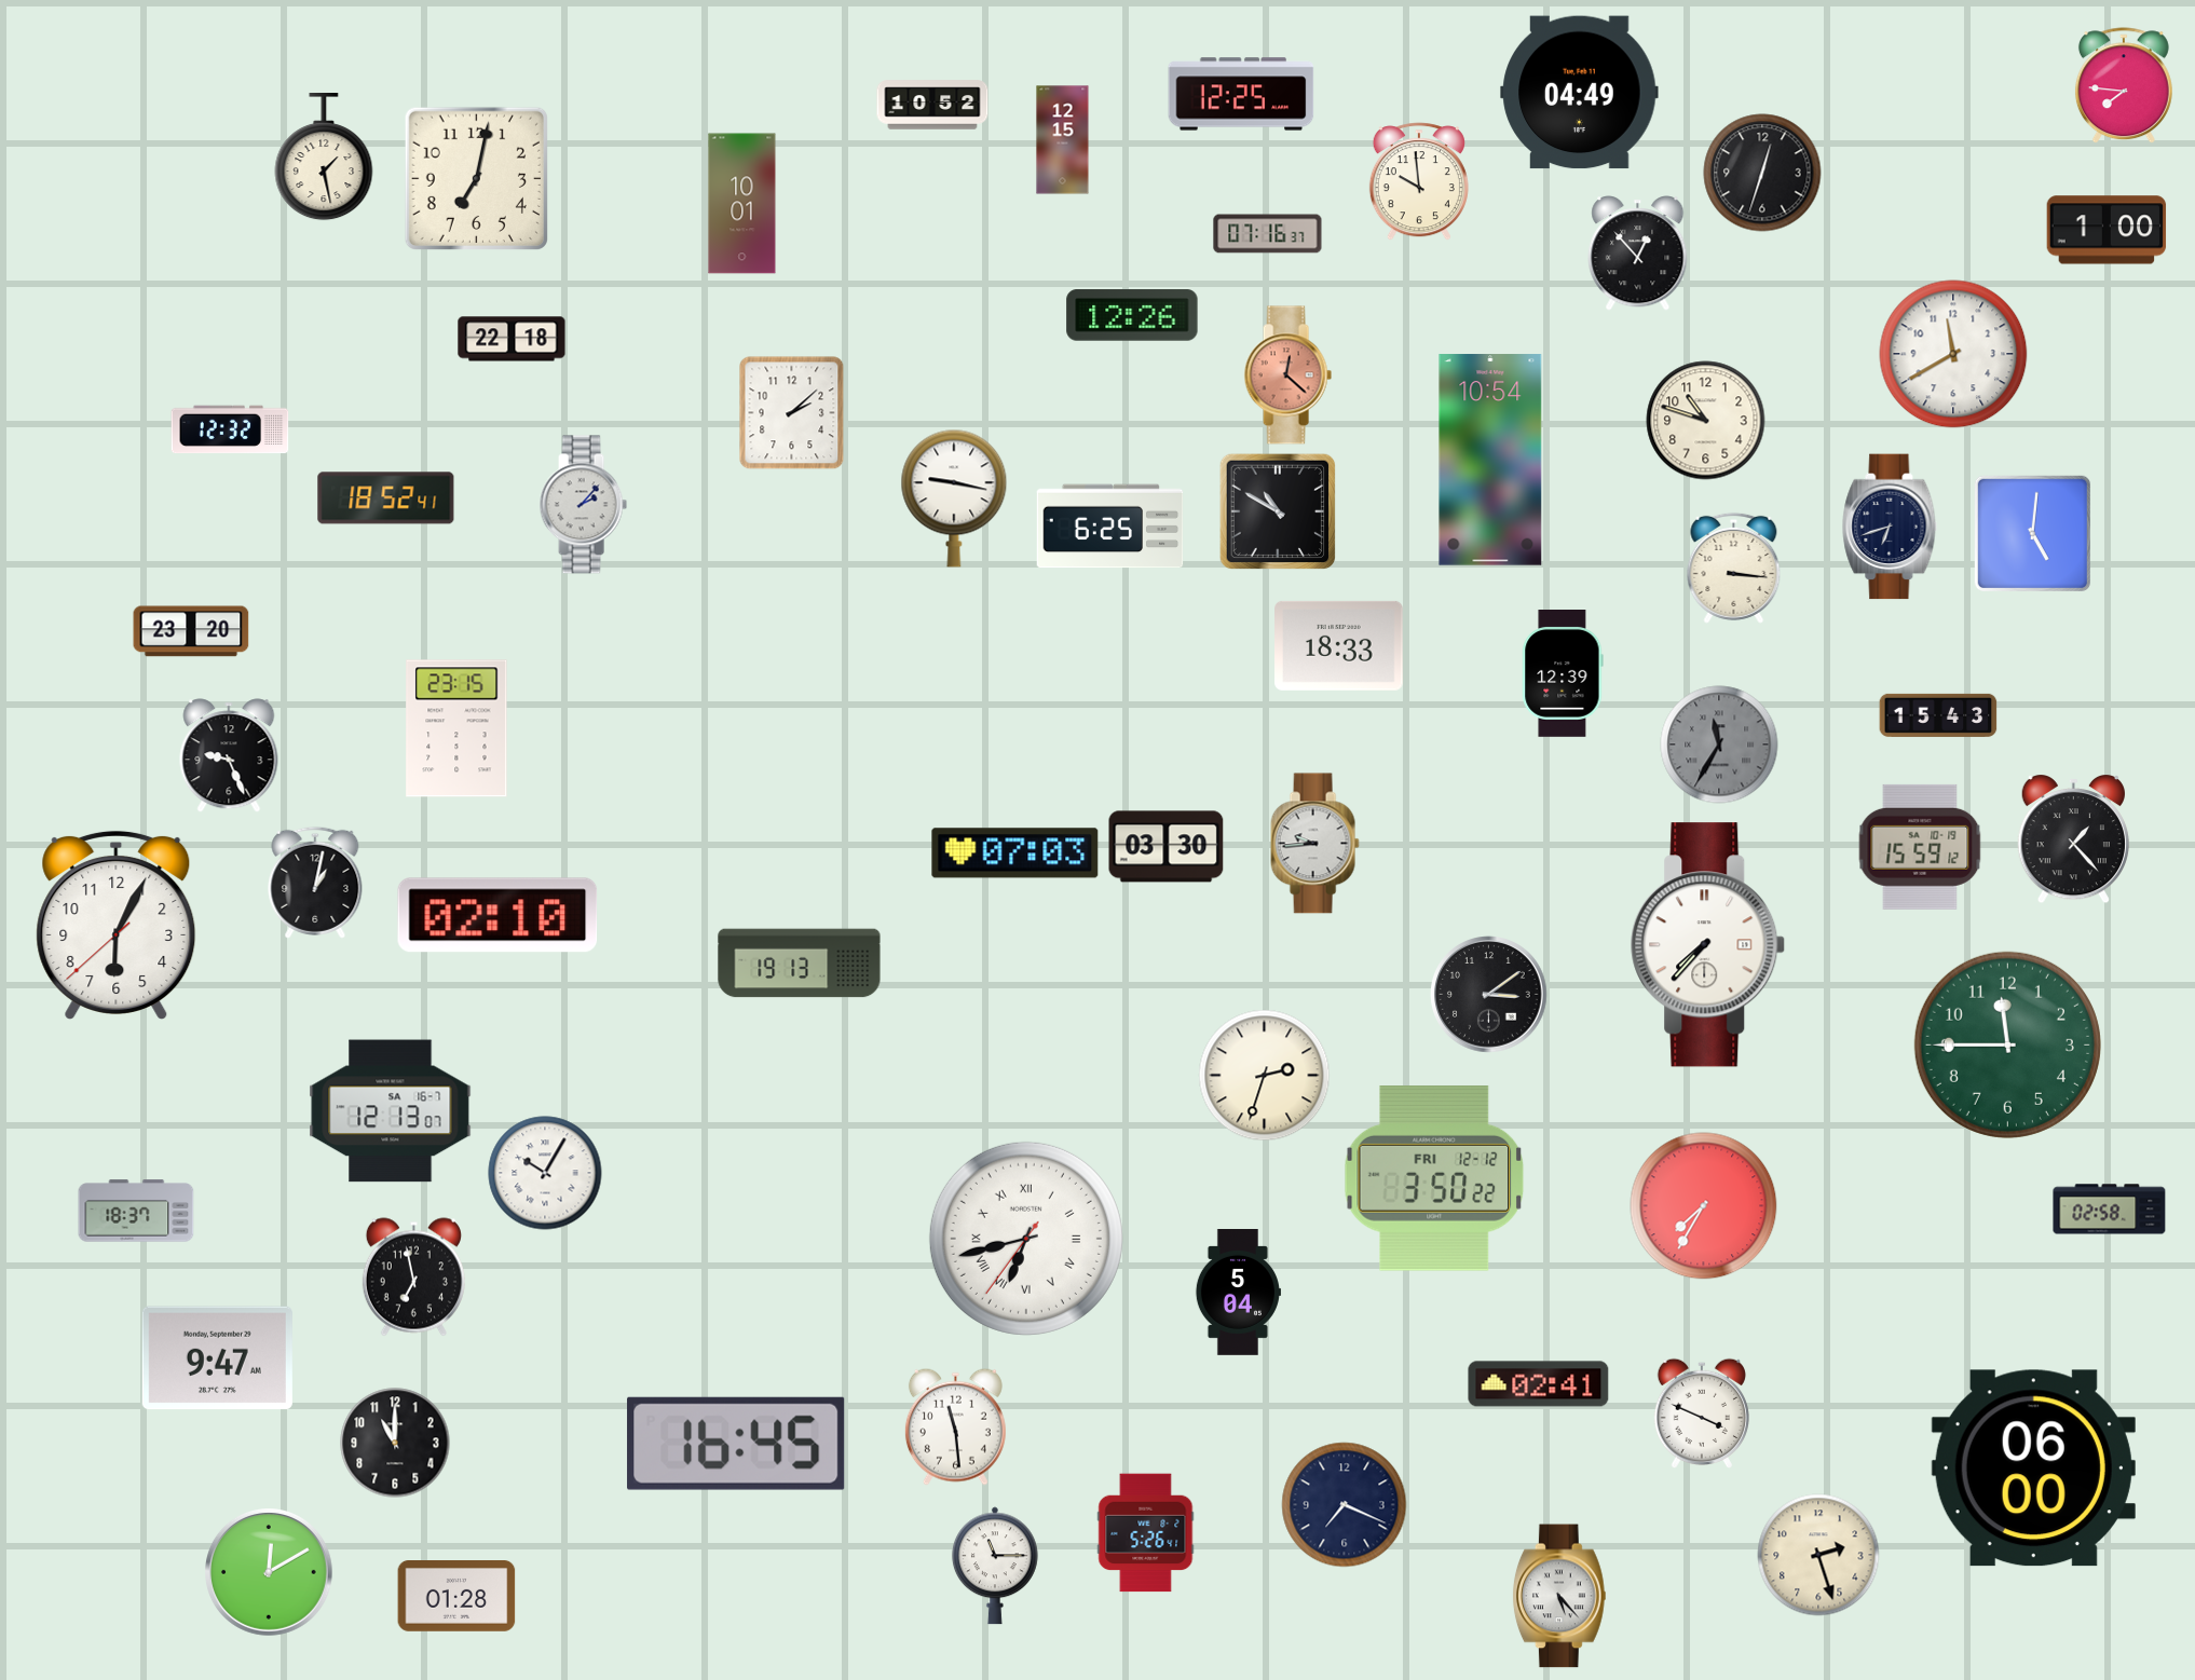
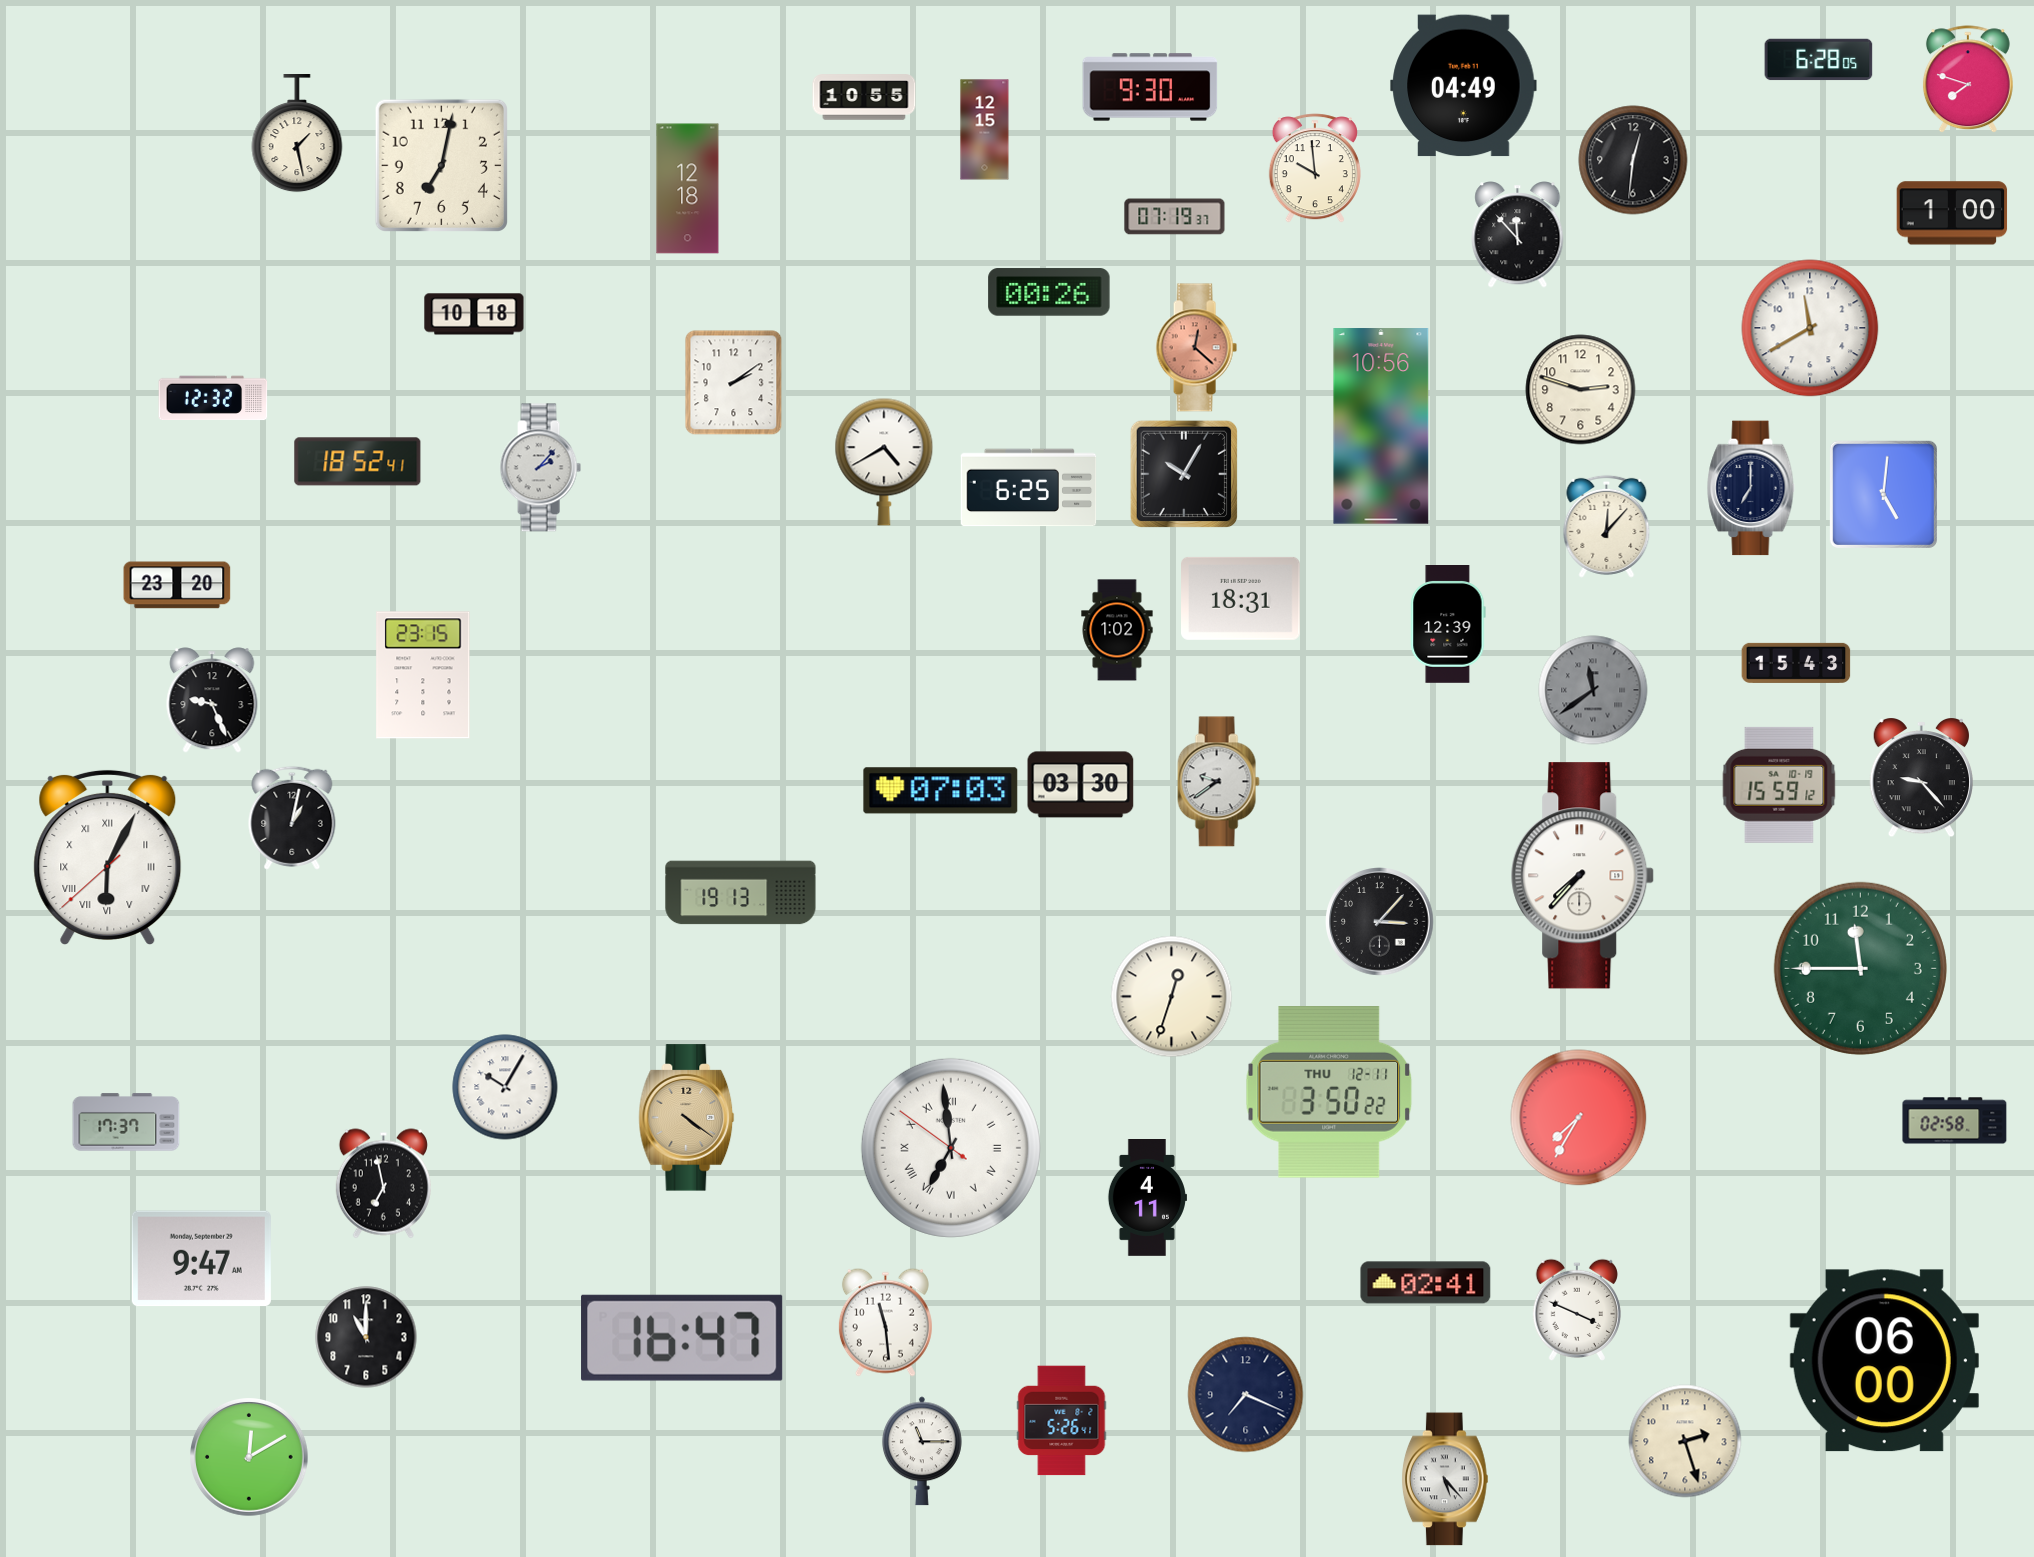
clock at (1819, 60): none -> 6:28
clock at (2124, 86): 7:46 -> 7:48
clock at (1241, 94): 12:25 -> 9:30
clock at (932, 105): 10:52 -> 10:55
clock at (324, 158) position: (324, 158) -> (297, 134)
clock at (1762, 173): 12:33 -> 12:31
clock at (742, 204): 10:01 -> 12:18
clock at (1268, 234): 07:16 -> 07:19
clock at (1638, 254): 12:53 -> 11:53
clock at (1132, 315): 12:26 -> 00:26
clock at (512, 339): 22:18 -> 10:18
clock at (1287, 375) position: (1287, 375) -> (1196, 348)
clock at (792, 413): 2:08 -> 2:09
clock at (1706, 421): 10:48 -> 2:48
clock at (1490, 460): 10:54 -> 10:56
clock at (954, 498): 9:17 -> 4:40
clock at (1278, 511): 10:50 -> 10:05
clock at (1890, 527): 6:42 -> 7:00
clock at (1734, 568): 3:16 -> 12:07
clock at (1339, 645): 18:33 -> 18:31
clock at (1117, 630): none -> 1:02
clock at (1719, 745): 11:35 -> 11:39
clock at (2073, 841): 1:23 -> 9:23
clock at (1314, 844): 9:44 -> 9:39
clock at (497, 915): 02:10 -> none
clock at (117, 925) numerals: Arabic -> Roman
clock at (1489, 995): 3:09 -> 3:07
clock at (1265, 1076): 2:33 -> 12:33
clock at (391, 1111): 12:13 -> none
clock at (1433, 1179) date: FRI 12-12 -> THU 12-11
clock at (687, 1118): none -> 4:21
clock at (136, 1211): 18:37 -> 17:37
clock at (1026, 1239): 6:42 -> 6:58
clock at (1238, 1293): 5:04 -> 4:11
clock at (736, 1444): 16:45 -> 16:47
clock at (456, 1597): 01:28 -> none
